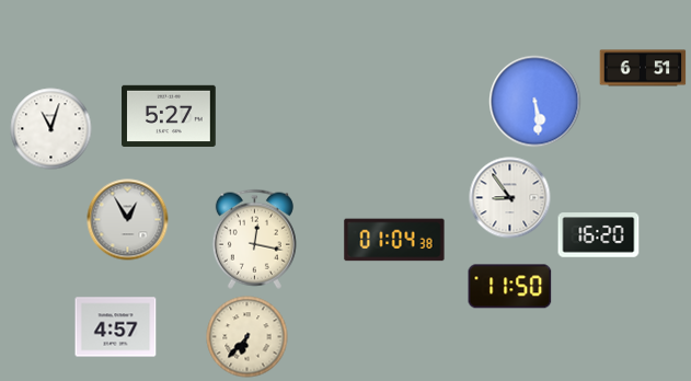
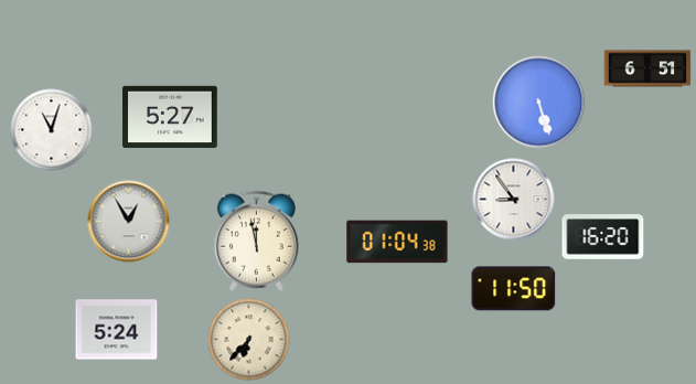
clock at (535, 102): 5:29 -> 5:27
clock at (254, 239): 12:17 -> 11:58
clock at (116, 327): 4:57 -> 5:24
